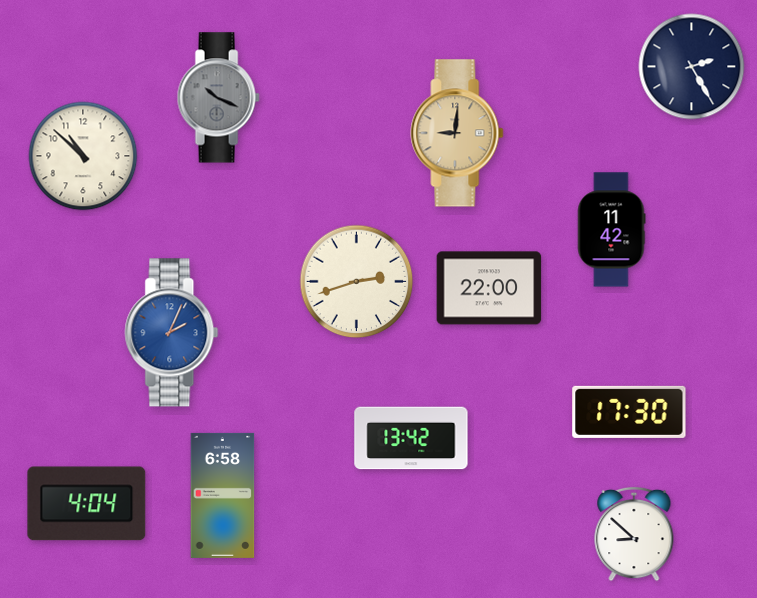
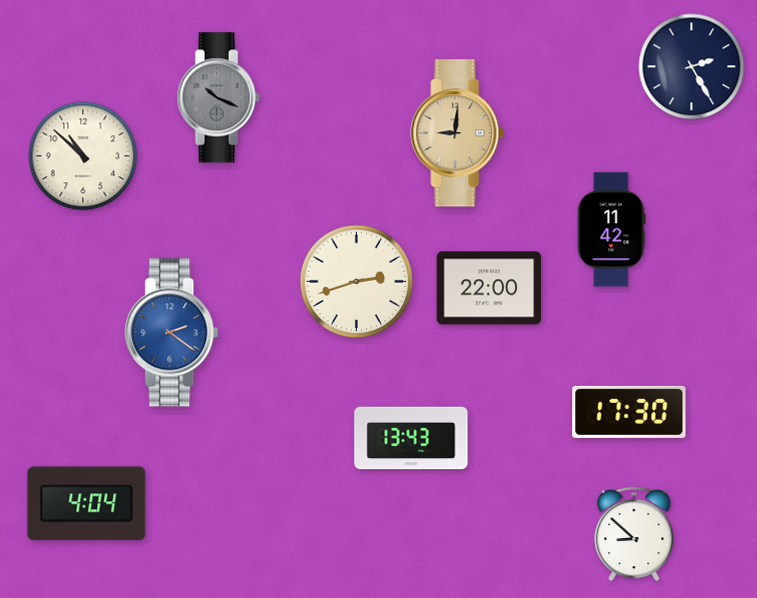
clock at (172, 333): 2:04 -> 2:21
clock at (411, 438): 13:42 -> 13:43
clock at (223, 495): 6:58 -> none
